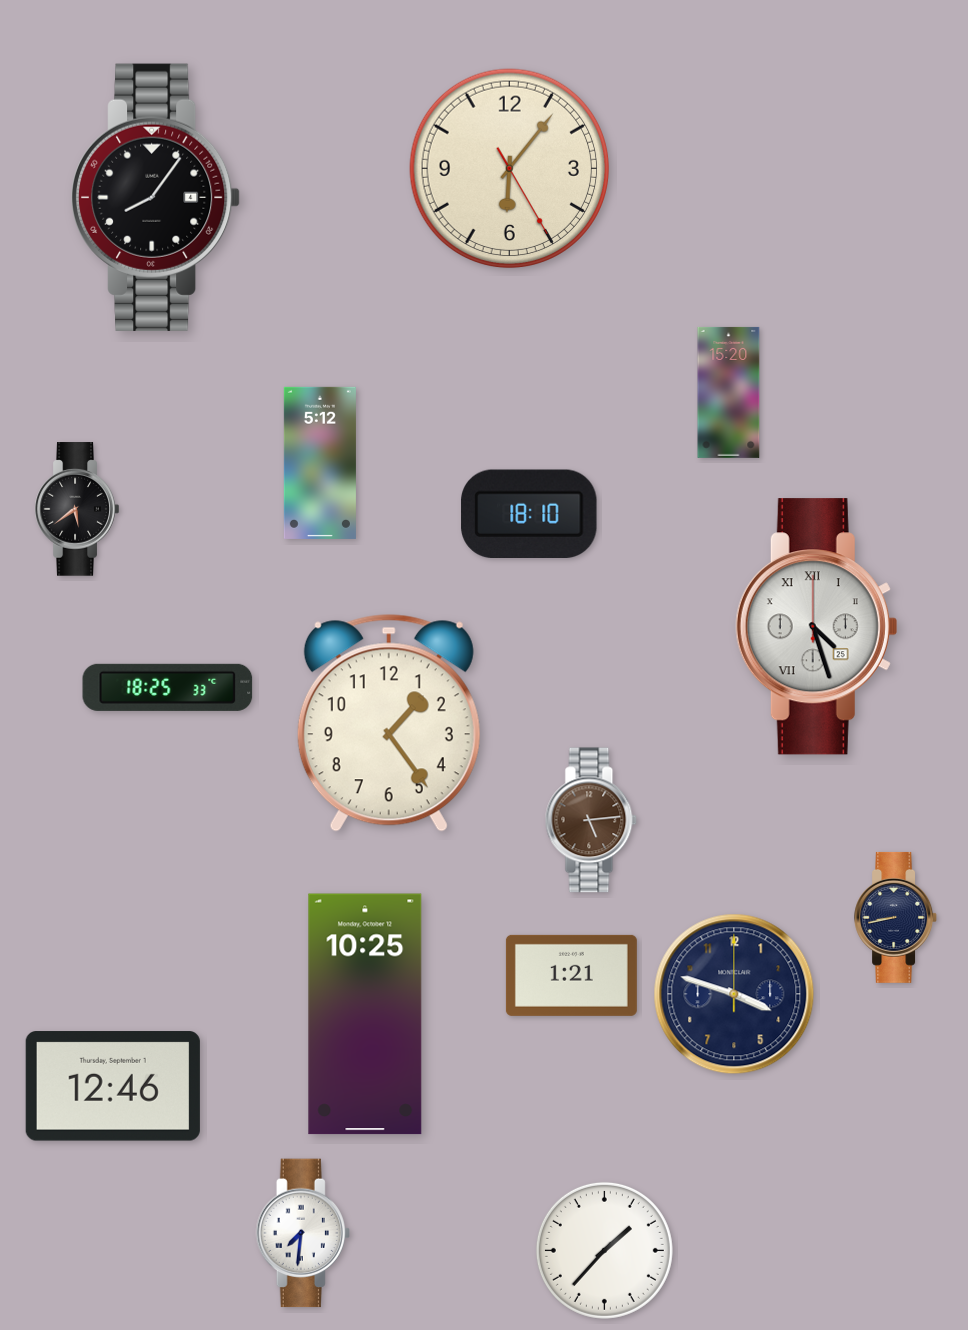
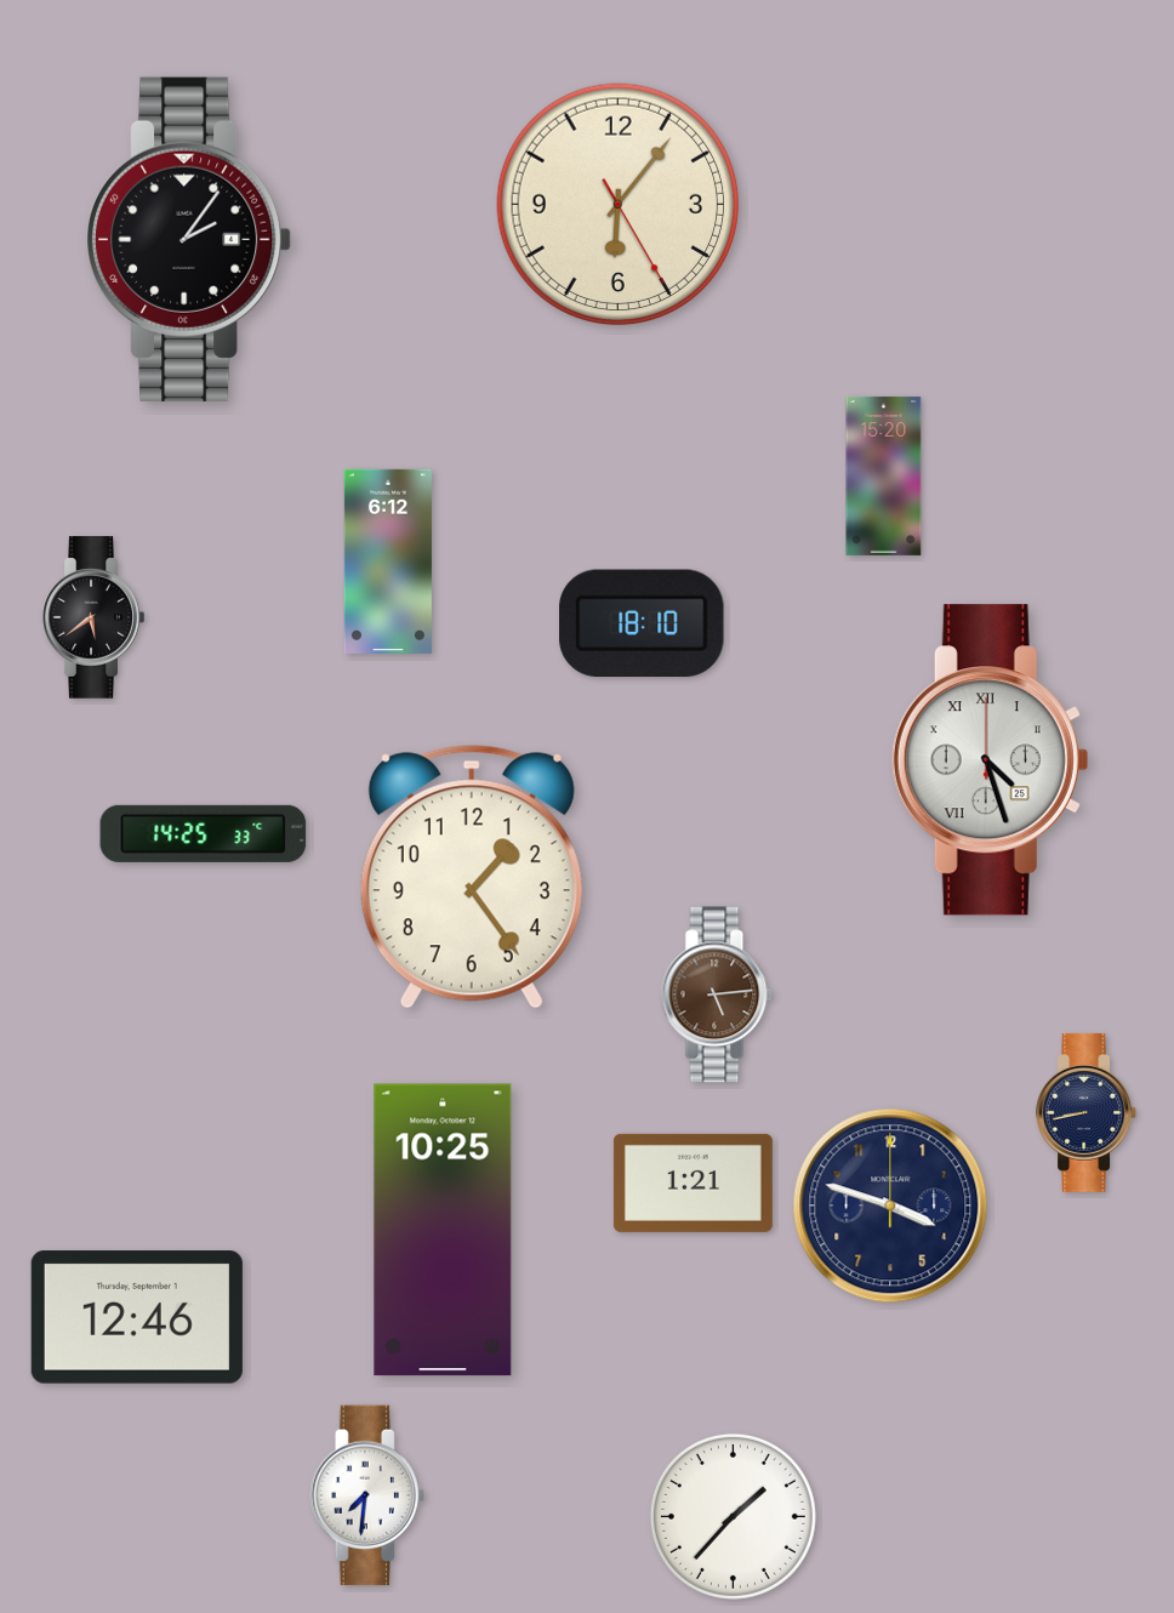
clock at (157, 197): 8:06 -> 2:06
clock at (320, 463): 5:12 -> 6:12
clock at (168, 687): 18:25 -> 14:25
